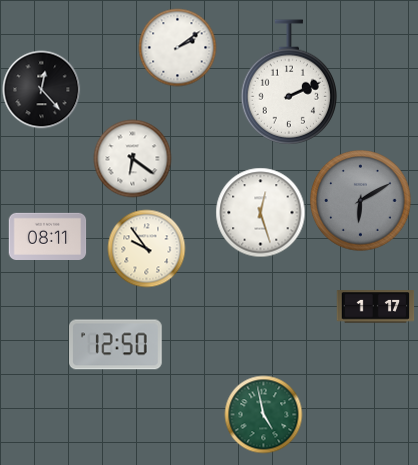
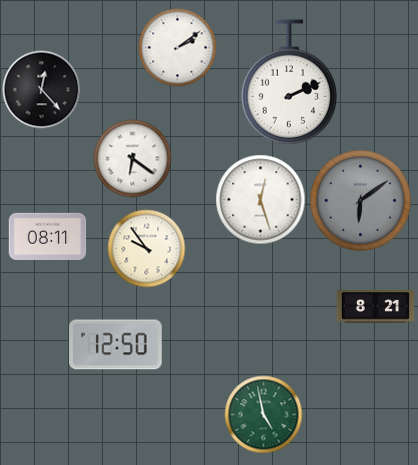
clock at (361, 201): 6:10 -> 6:09
clock at (260, 212) position: (260, 212) -> (260, 199)
clock at (375, 307): 1:17 -> 8:21
